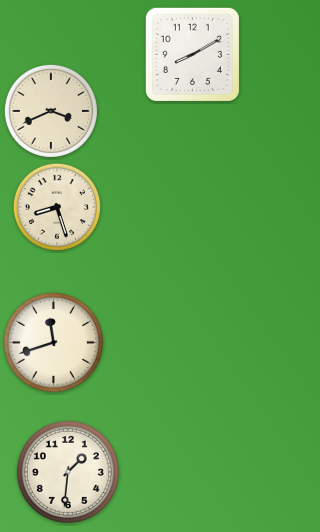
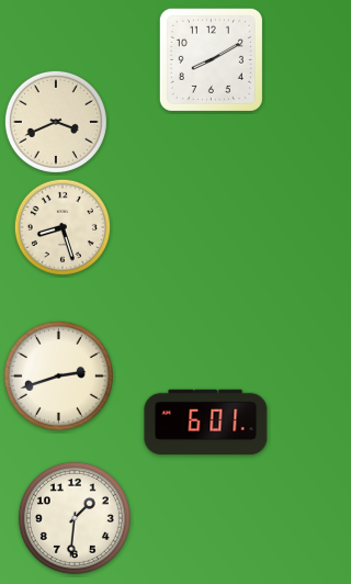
clock at (53, 342): 11:42 -> 2:42
clock at (206, 423): none -> 6:01
